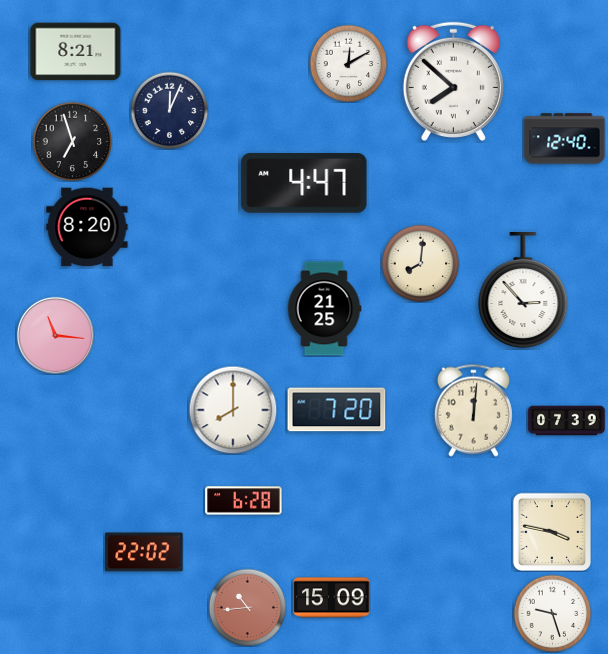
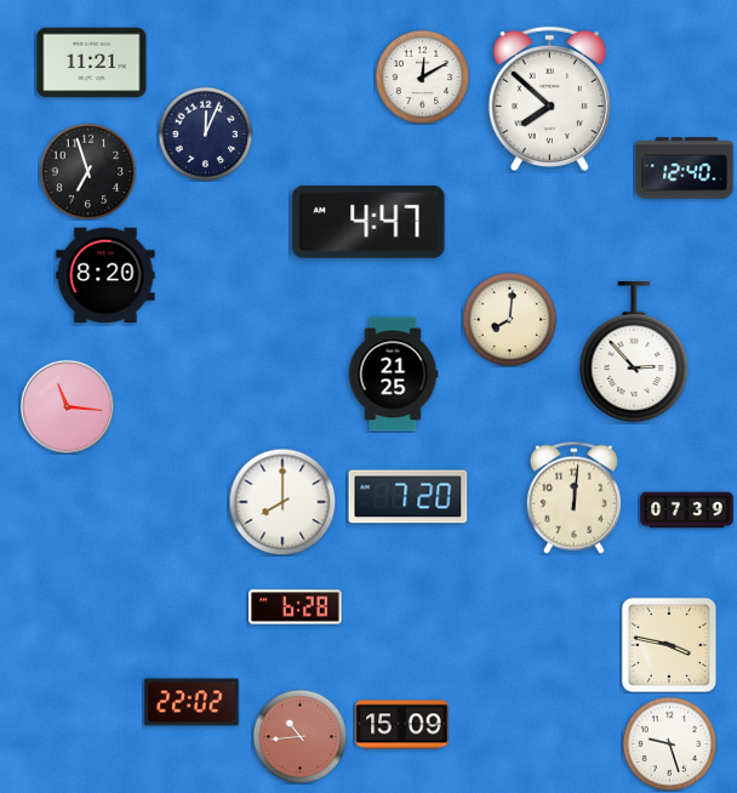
clock at (76, 52): 8:21 -> 11:21
clock at (233, 410) position: (233, 410) -> (282, 502)
clock at (144, 552) position: (144, 552) -> (192, 702)
